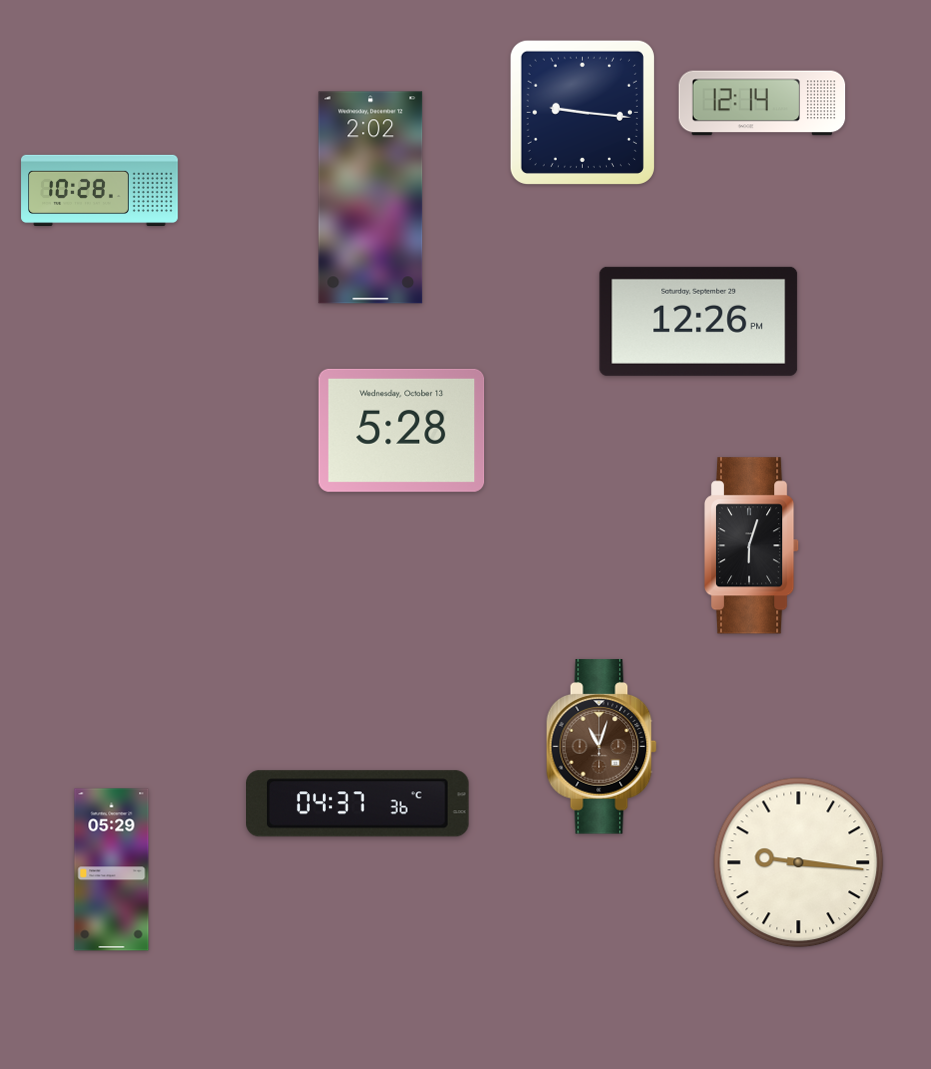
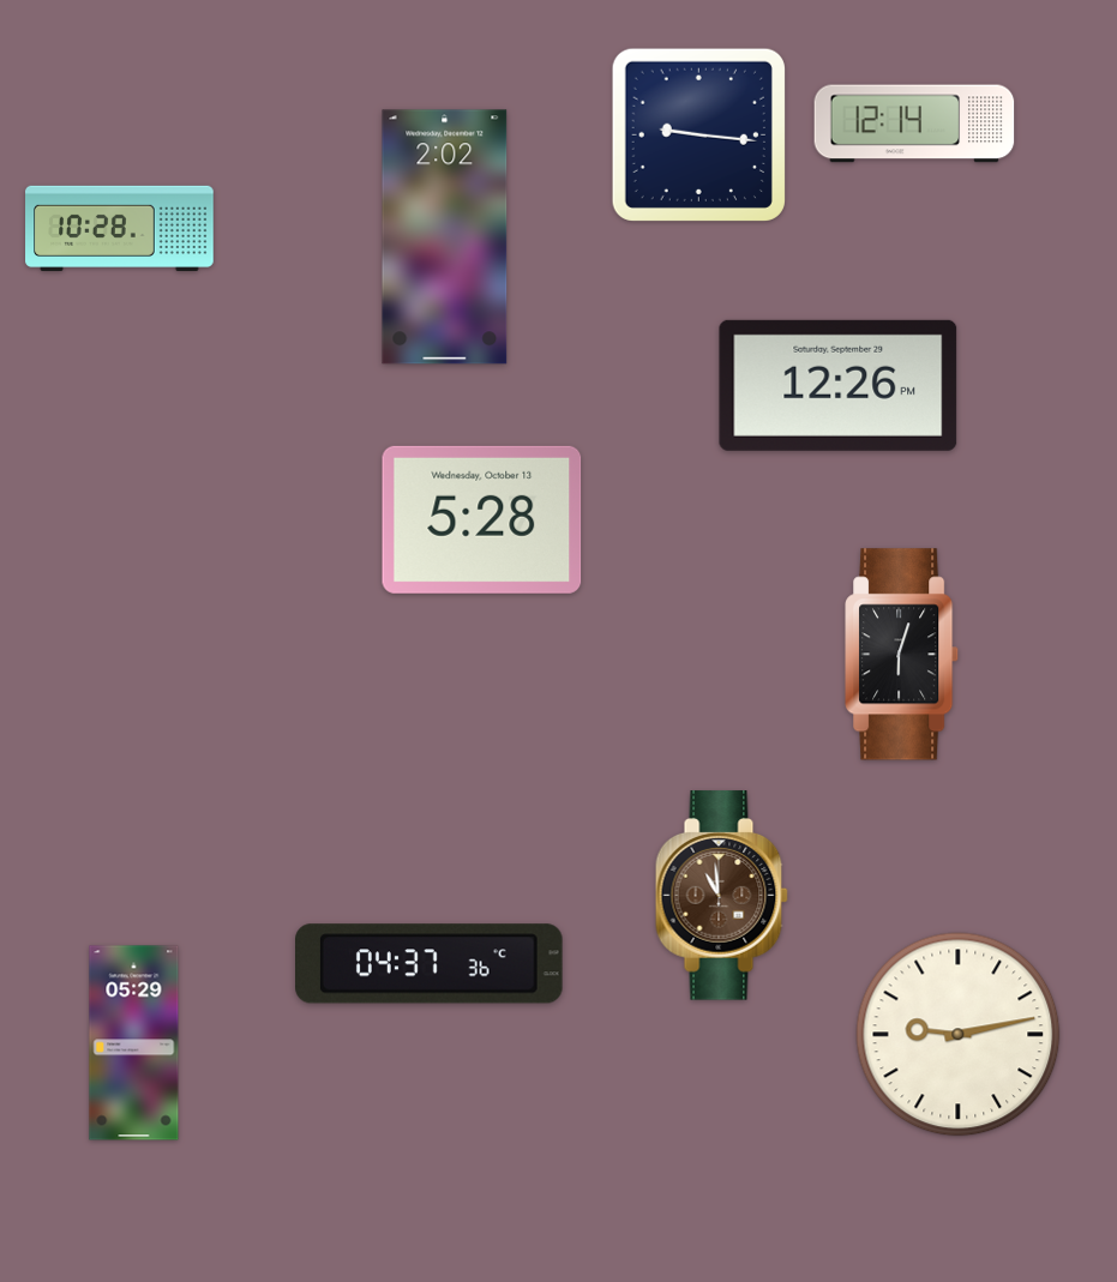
clock at (402, 430) position: (402, 430) -> (482, 519)
clock at (601, 747): 11:03 -> 10:59
clock at (799, 863): 9:16 -> 9:13
